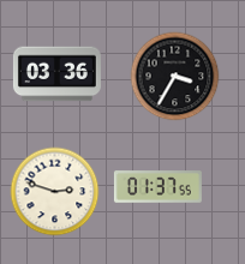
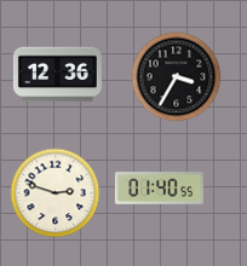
clock at (56, 74): 03:36 -> 12:36
clock at (157, 187): 01:37 -> 01:40
